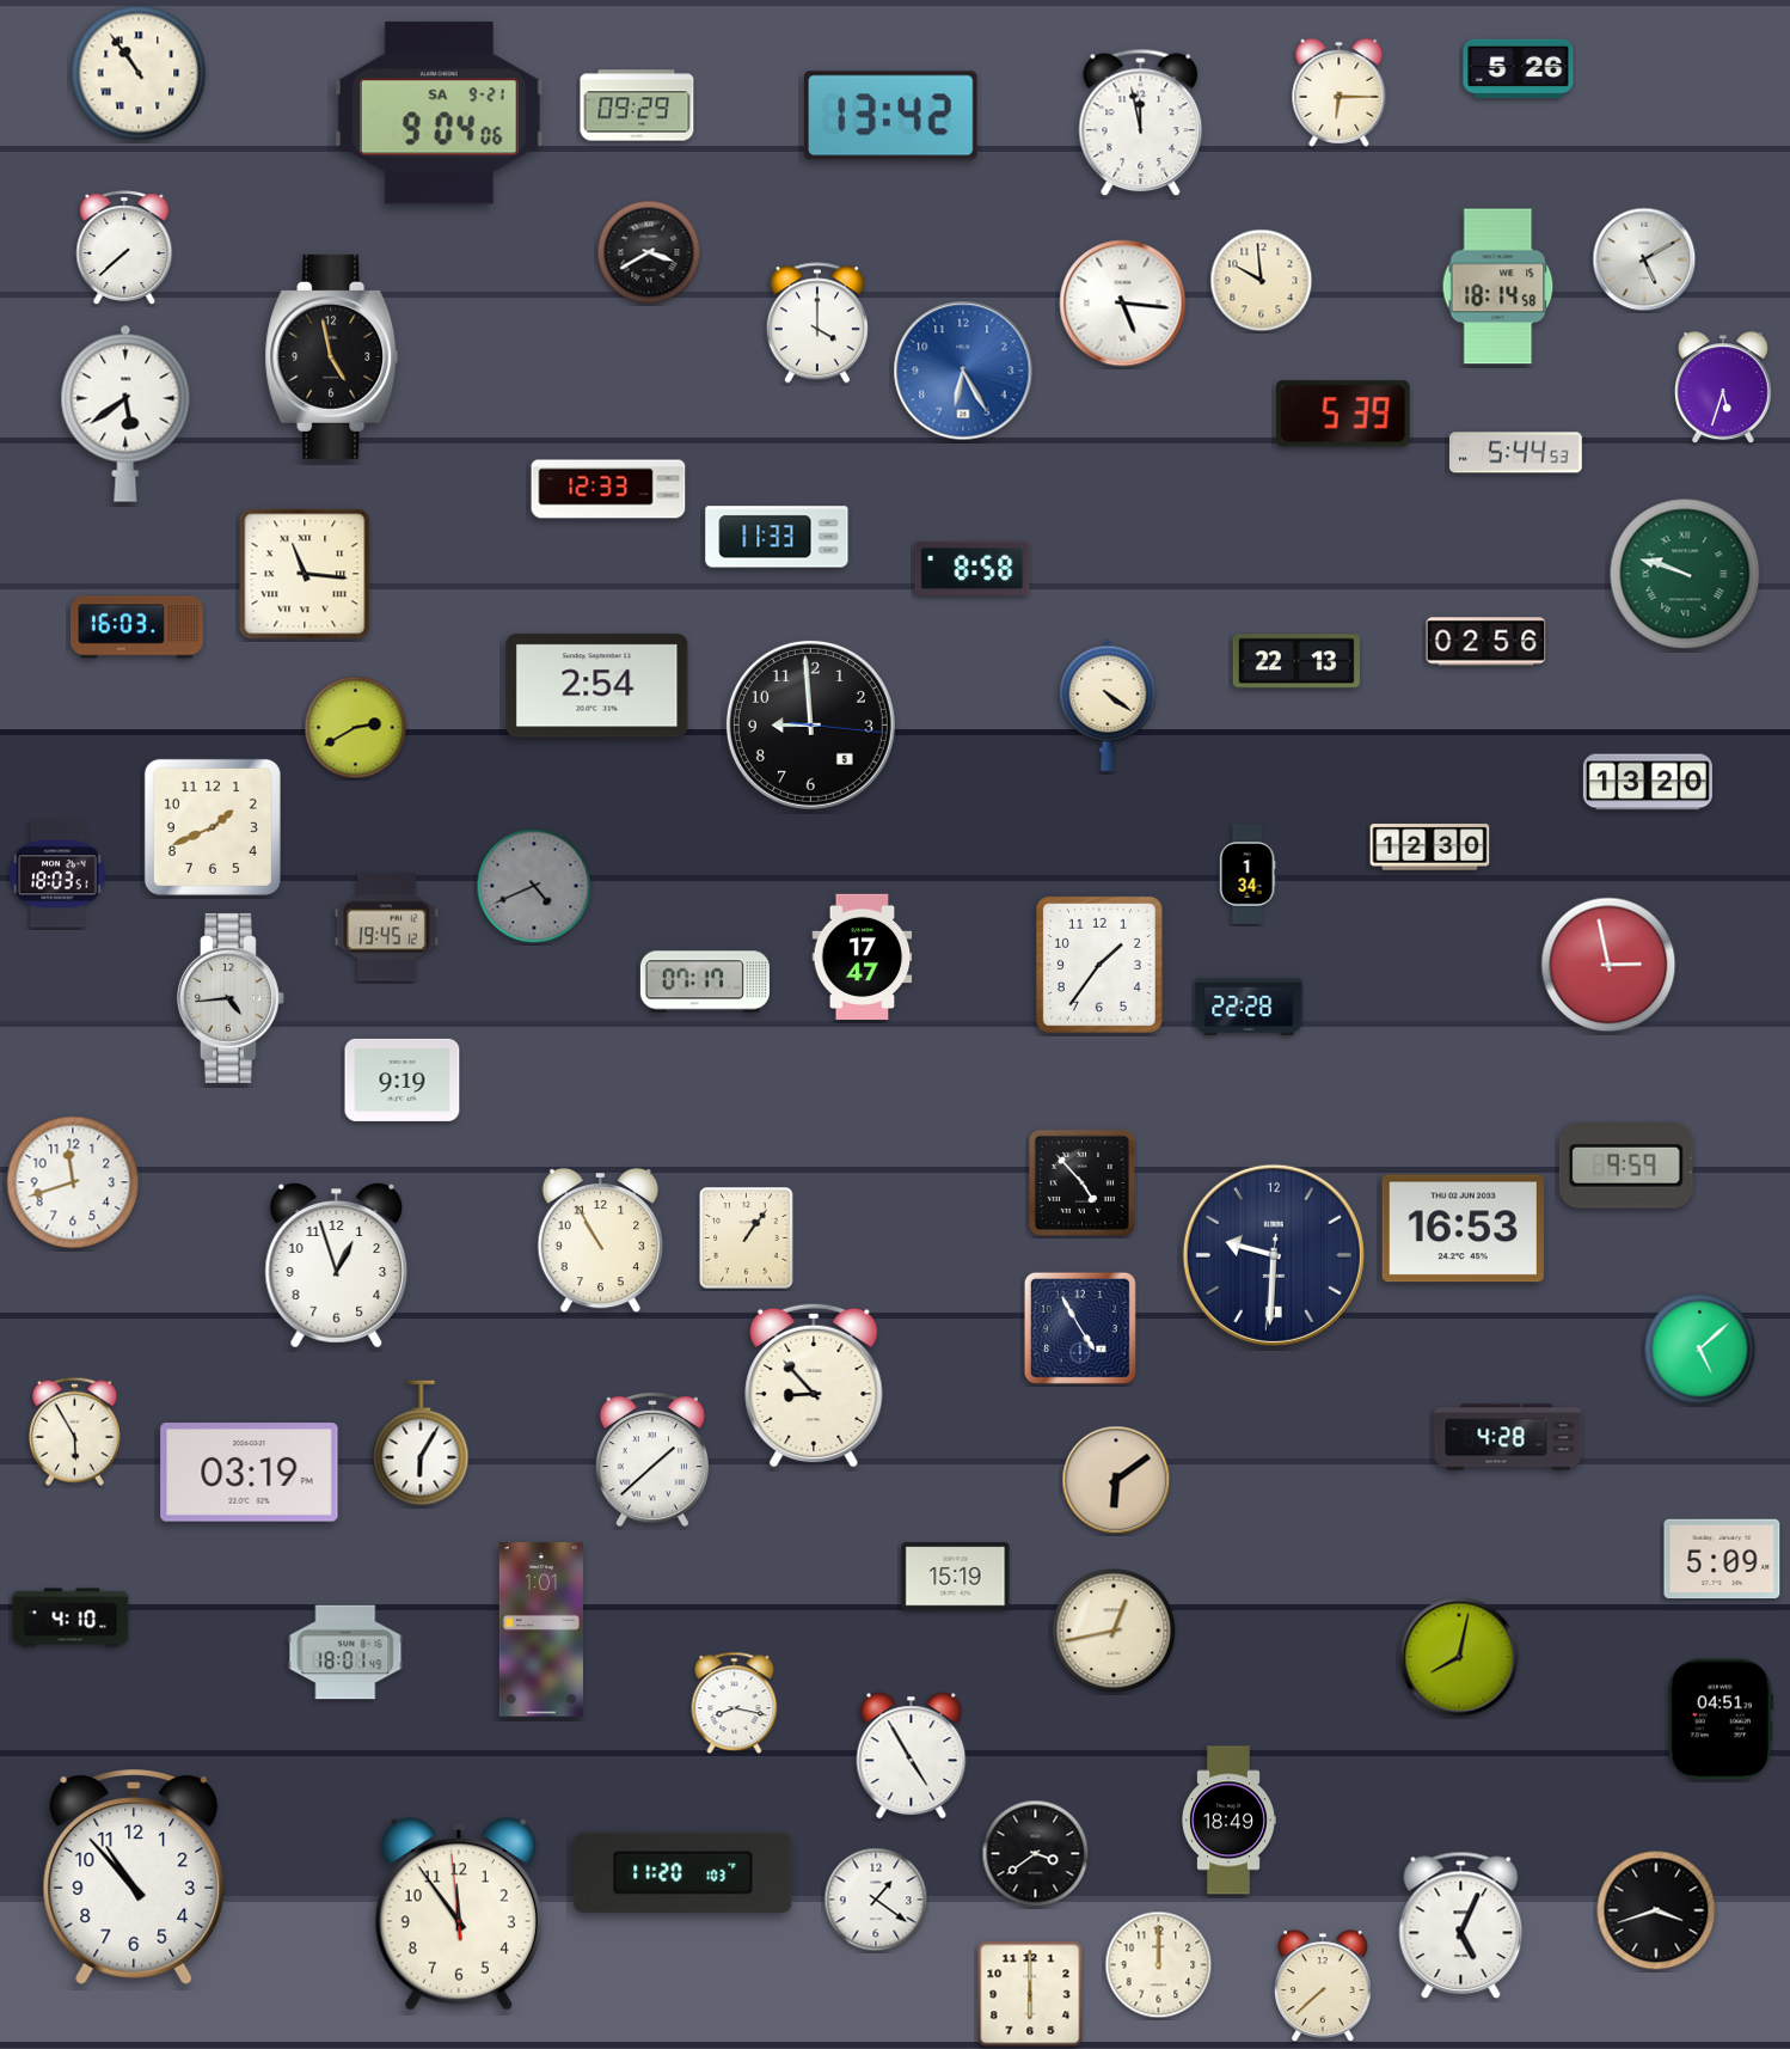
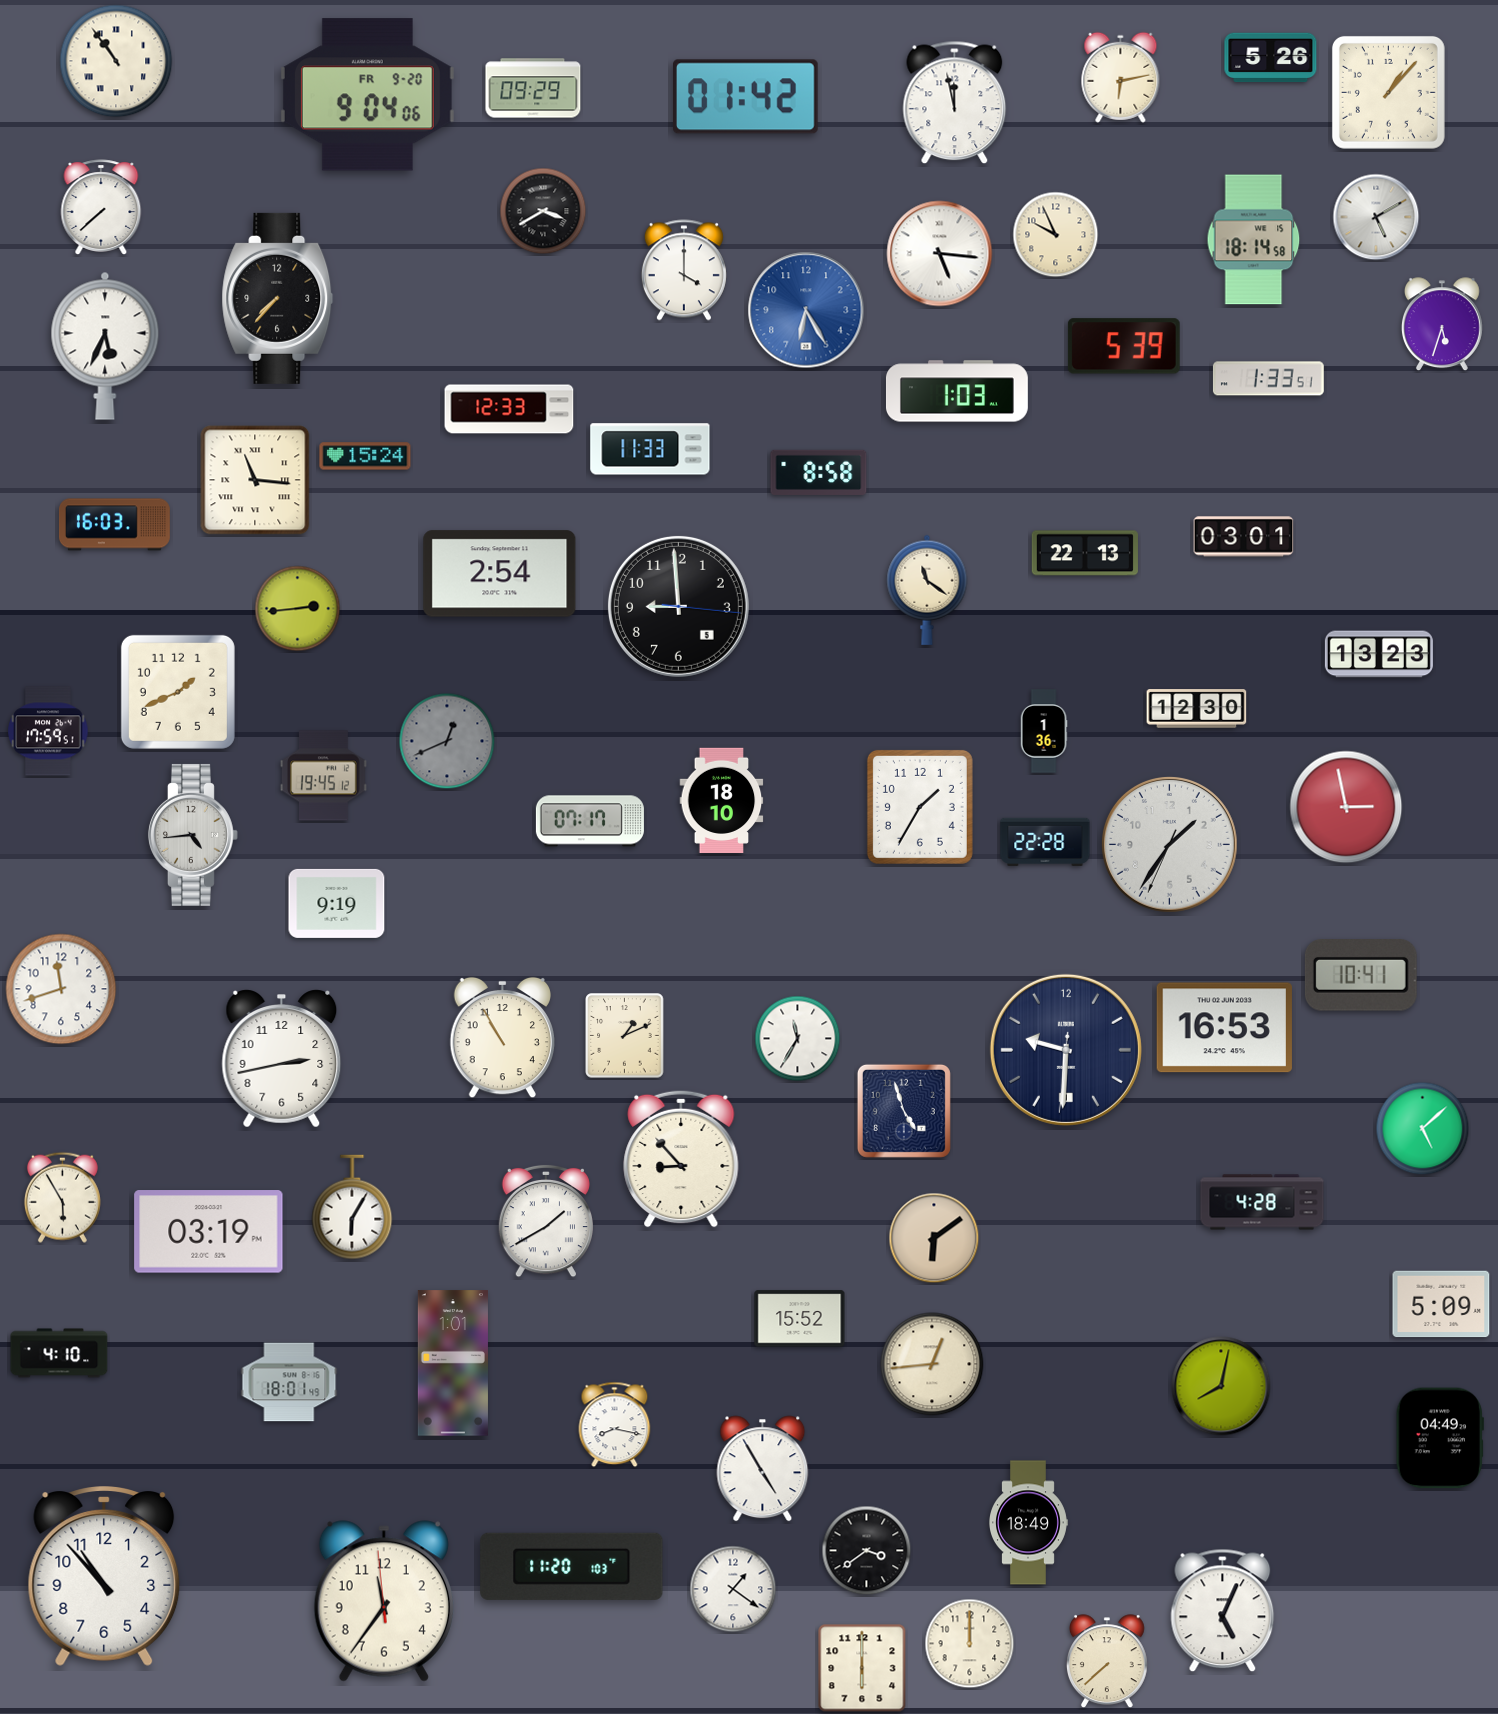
clock at (1340, 92): 6:15 -> 6:13
clock at (1388, 92): none -> 1:07
clock at (439, 114) date: SA 9-21 -> FR 9-20
clock at (891, 116): 13:42 -> 01:42
clock at (124, 247) position: (124, 247) -> (101, 207)
clock at (1262, 281): 9:59 -> 9:56
clock at (332, 356): 4:58 -> 7:37
clock at (125, 414): 5:39 -> 5:34
clock at (1515, 453): 5:44 -> 1:33
clock at (957, 391): none -> 1:03
clock at (365, 456): none -> 15:24
clock at (973, 568) position: (973, 568) -> (819, 472)
clock at (1685, 574): 9:48 -> none
clock at (1486, 642): 02:56 -> 03:01
clock at (1108, 705): 4:21 -> 11:21
clock at (356, 728): 2:40 -> 2:44
clock at (1648, 782): 13:20 -> 13:23
clock at (57, 874): 18:03 -> 17:59
clock at (1248, 874): 1:34 -> 1:36
clock at (534, 886): 4:41 -> 12:41
clock at (863, 956): 17:47 -> 18:10
clock at (1099, 965): 1:36 -> 1:35
clock at (1170, 845): none -> 1:35
clock at (1626, 1167): 9:59 -> 10:41
clock at (1081, 1182): 4:53 -> none
clock at (747, 1238): 1:06 -> 1:11
clock at (798, 1039): none -> 11:35
clock at (337, 1266): 12:57 -> 2:43
clock at (1080, 1328): 4:55 -> 4:57
clock at (652, 1460): 1:38 -> 1:40
clock at (956, 1577): 15:19 -> 15:52
clock at (1114, 1631): 12:43 -> 12:44
clock at (1721, 1719): 04:51 -> 04:49
clock at (134, 1878) position: (134, 1878) -> (104, 1577)
clock at (1656, 1910): 3:42 -> none
clock at (459, 1914): 11:53 -> 11:35
